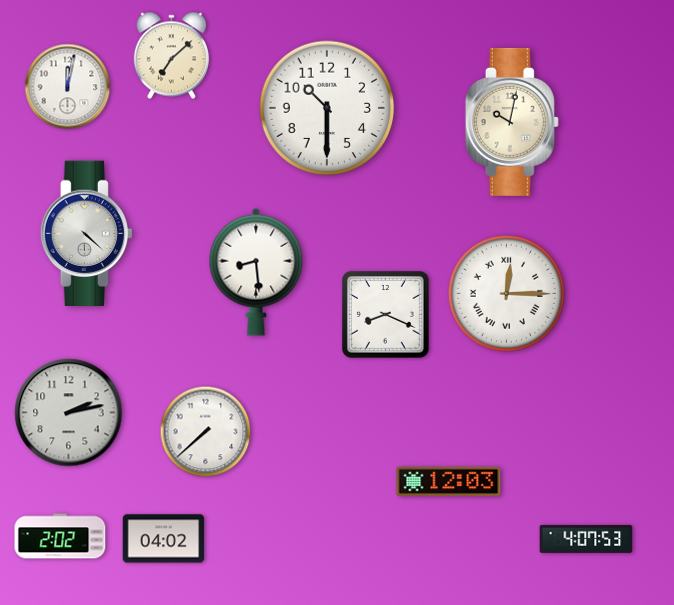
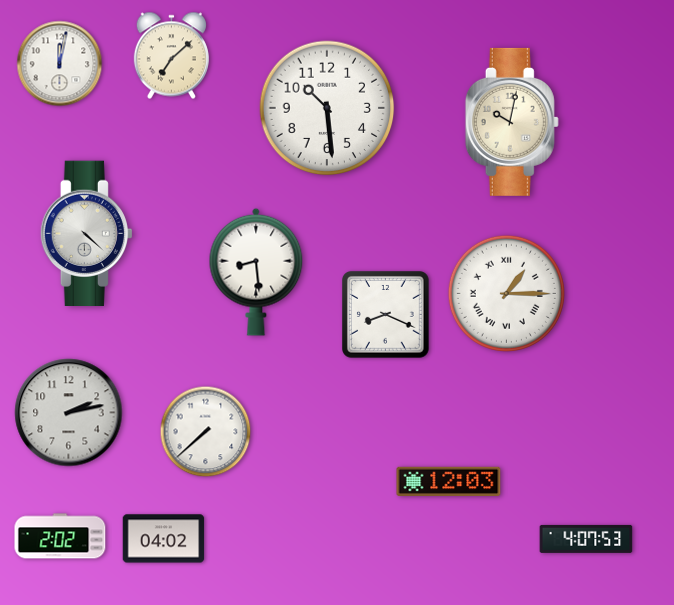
clock at (68, 87) position: (68, 87) -> (60, 64)
clock at (327, 108): 10:30 -> 10:29
clock at (506, 293): 12:15 -> 1:15
